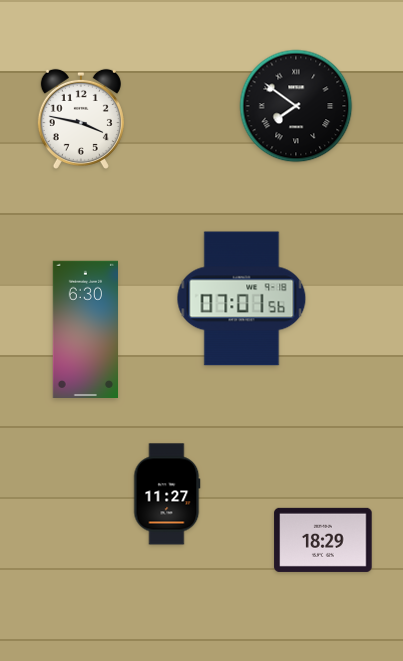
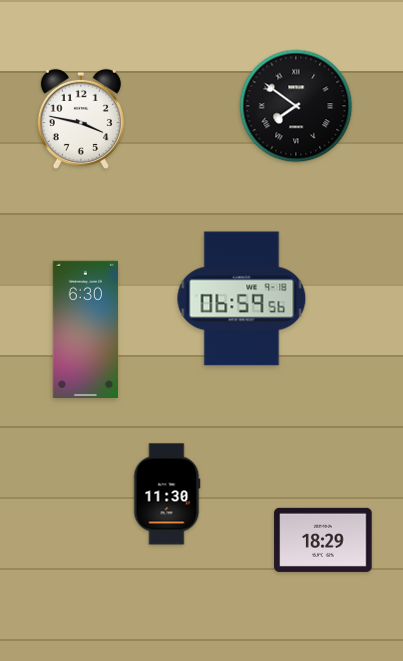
clock at (242, 299): 07:01 -> 06:59
clock at (167, 494): 11:27 -> 11:30
